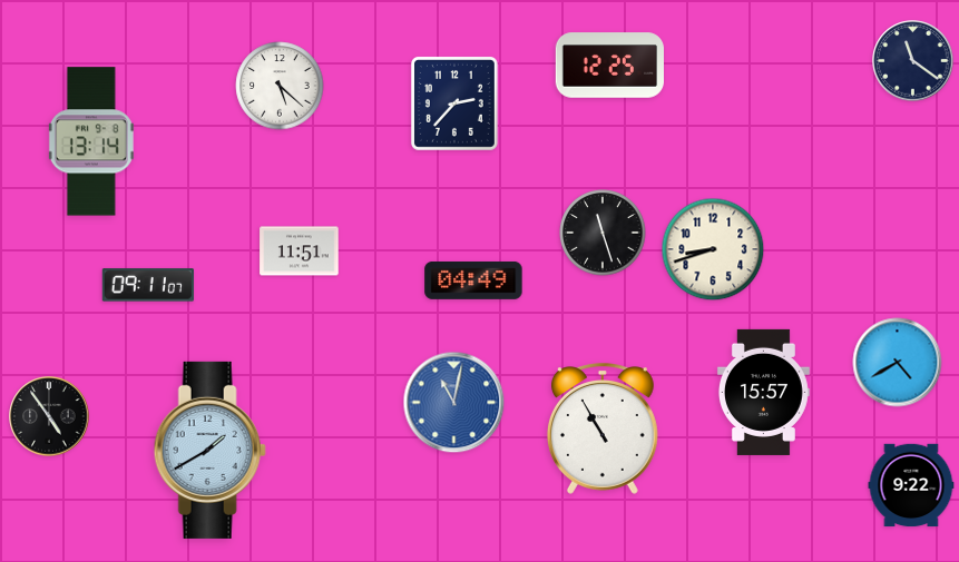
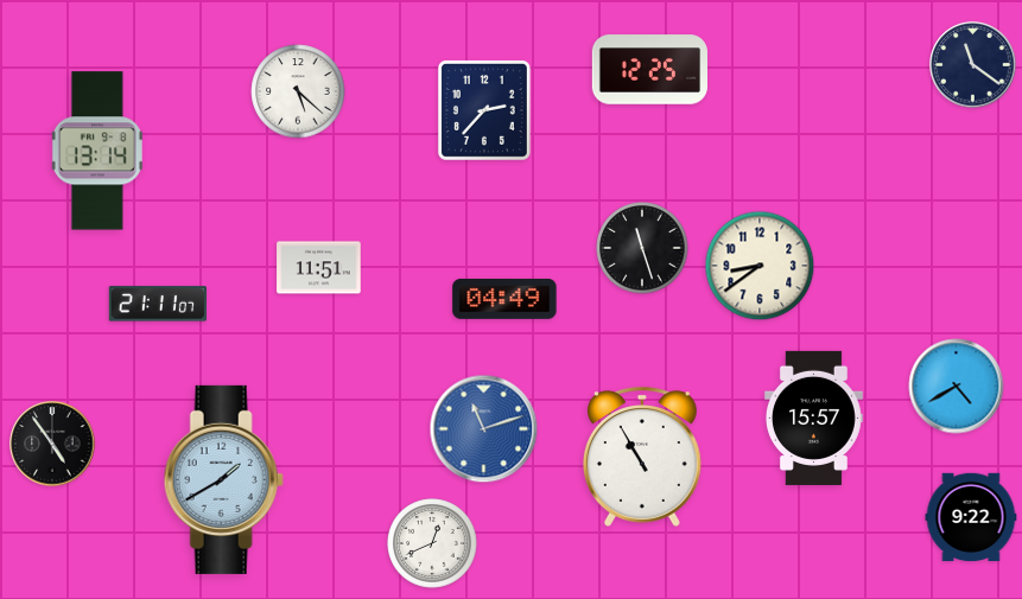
clock at (713, 249): 8:42 -> 8:39
clock at (148, 285): 09:11 -> 21:11
clock at (454, 403): 11:02 -> 11:12
clock at (432, 543): none -> 12:41
